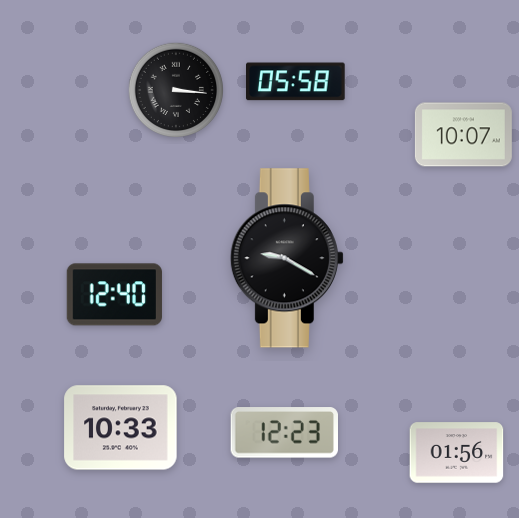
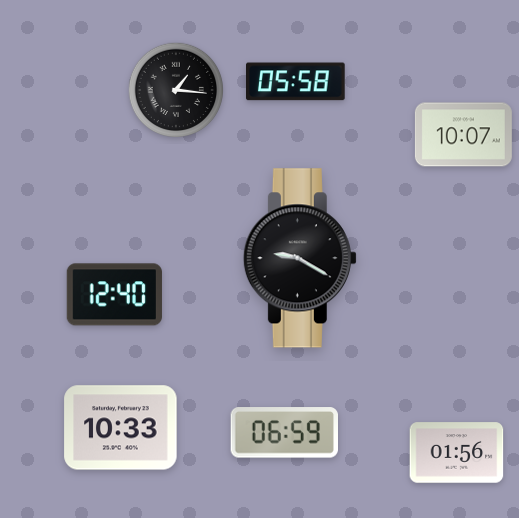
clock at (175, 89): 3:16 -> 1:16
clock at (287, 258) position: (287, 258) -> (300, 258)
clock at (284, 433): 12:23 -> 06:59
